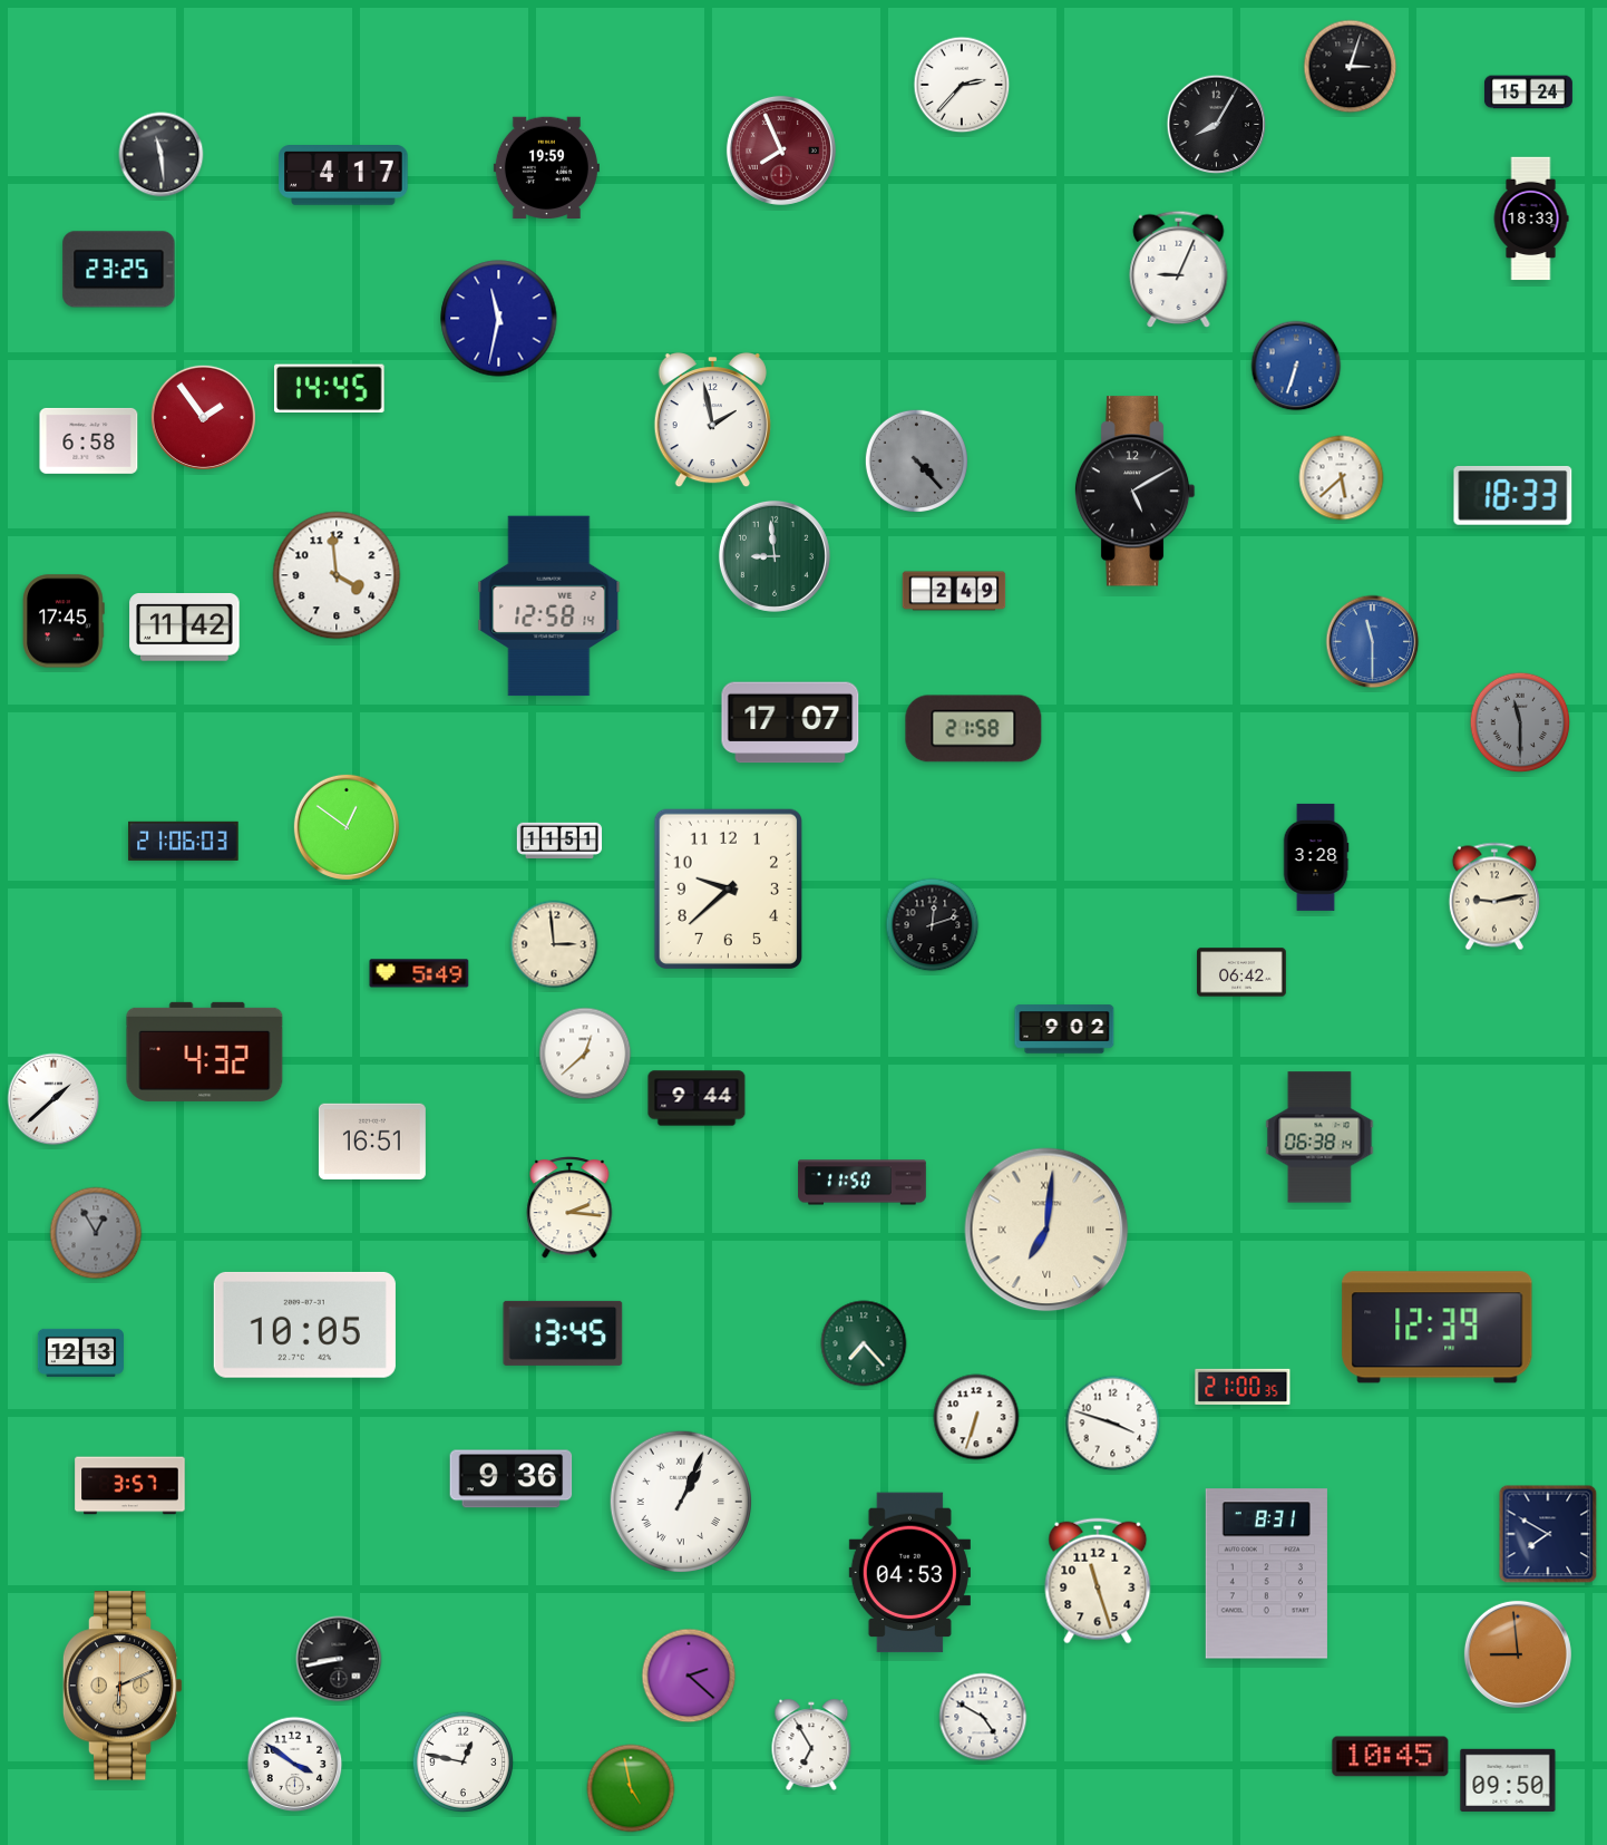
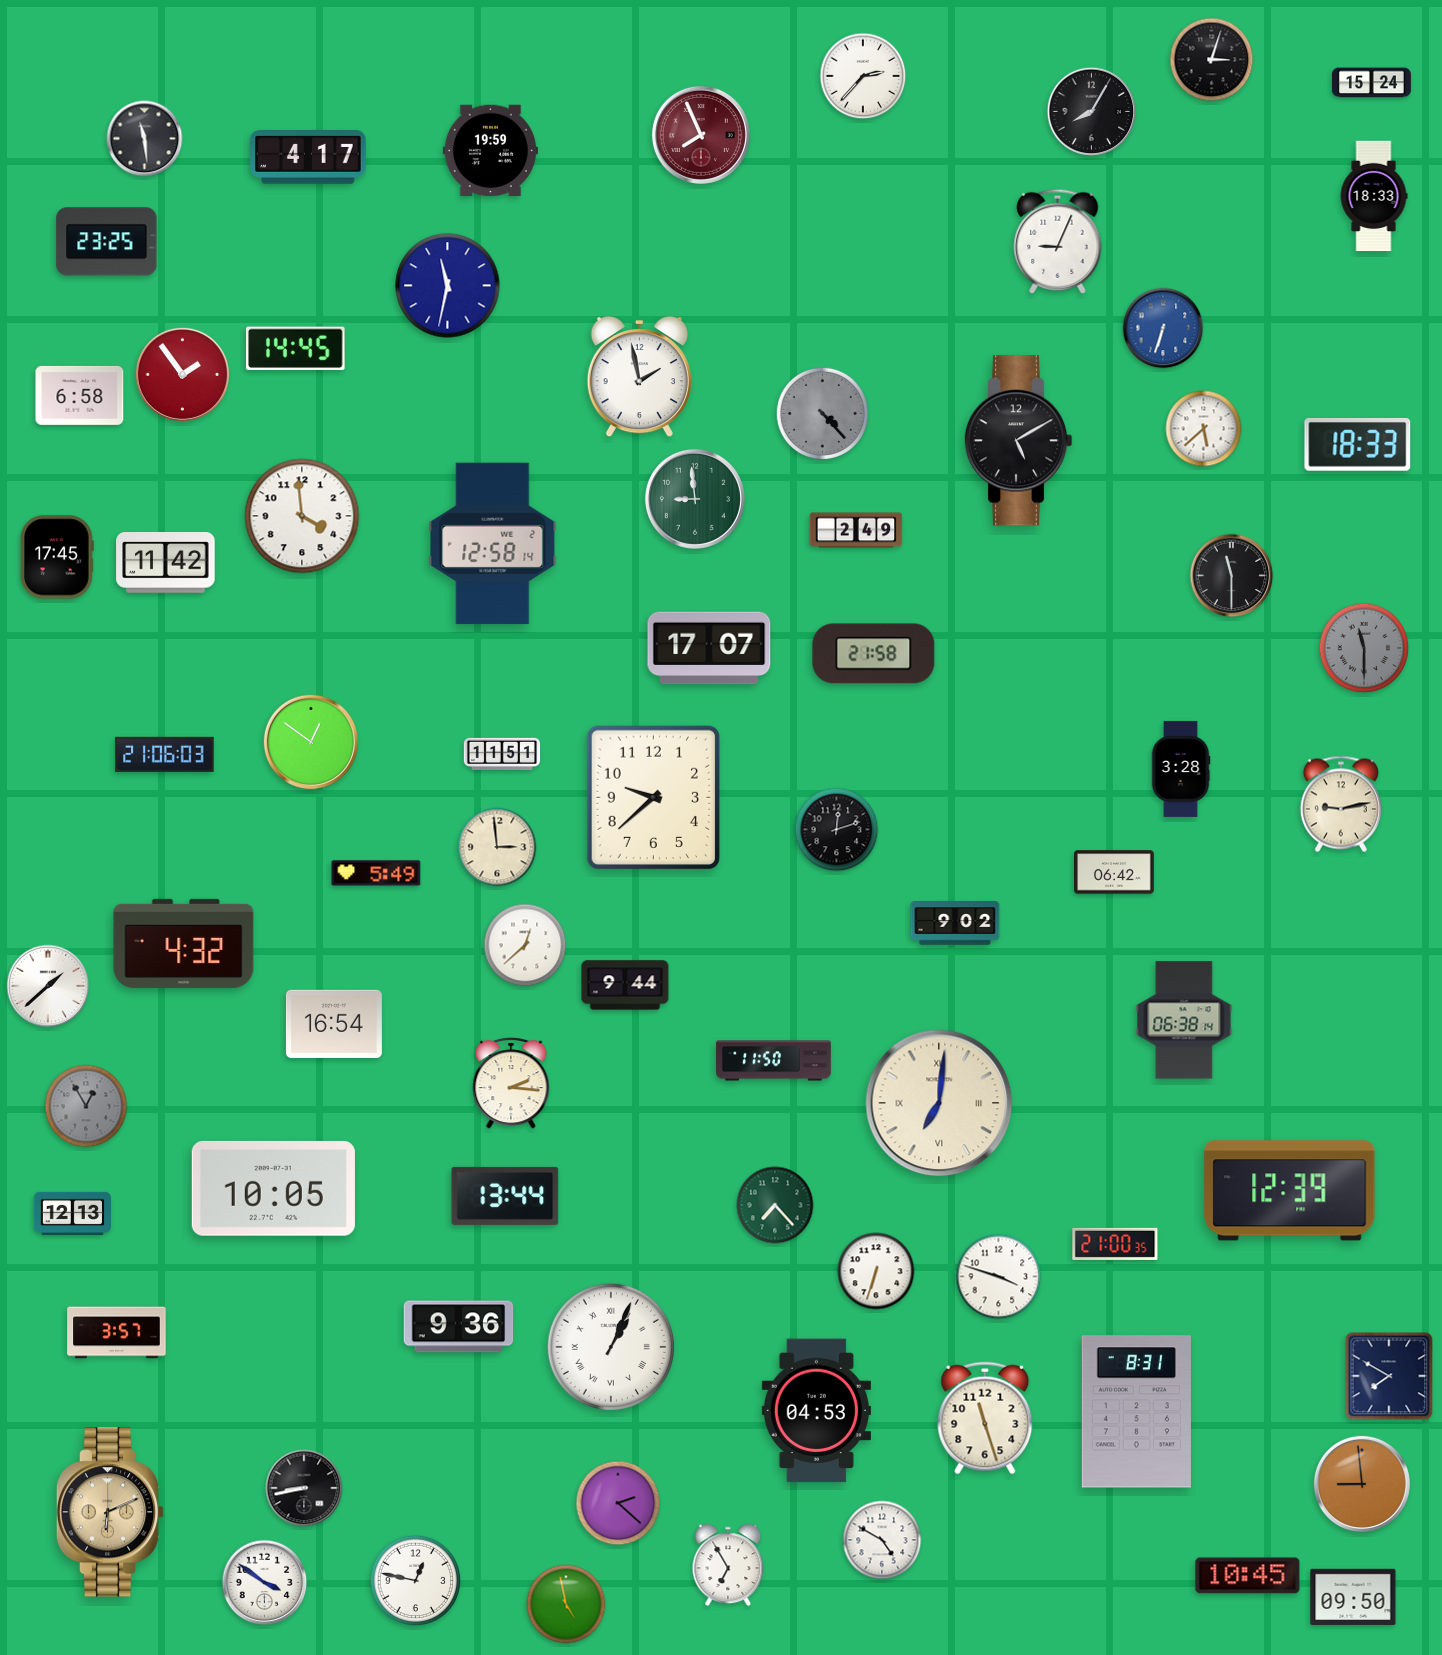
clock at (1373, 642) dial: blue -> black
clock at (372, 1142): 16:51 -> 16:54
clock at (563, 1333): 13:45 -> 13:44
